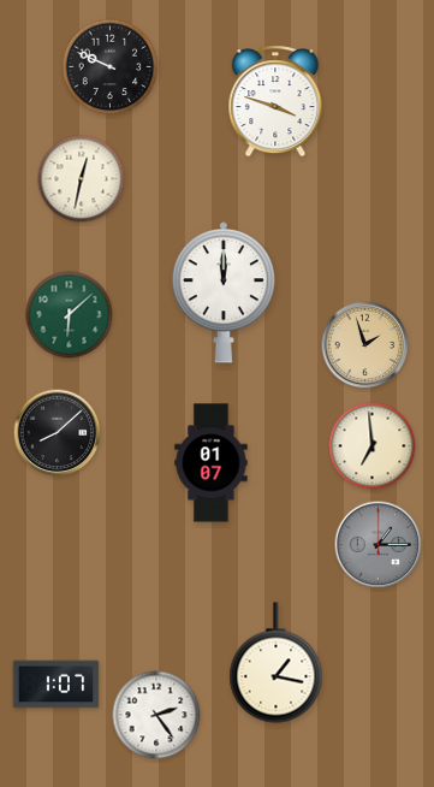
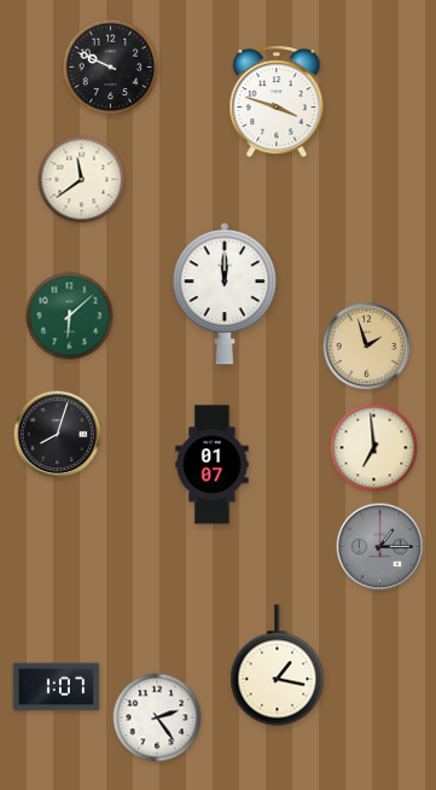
clock at (82, 179): 12:32 -> 11:39
clock at (58, 433): 8:08 -> 8:03
